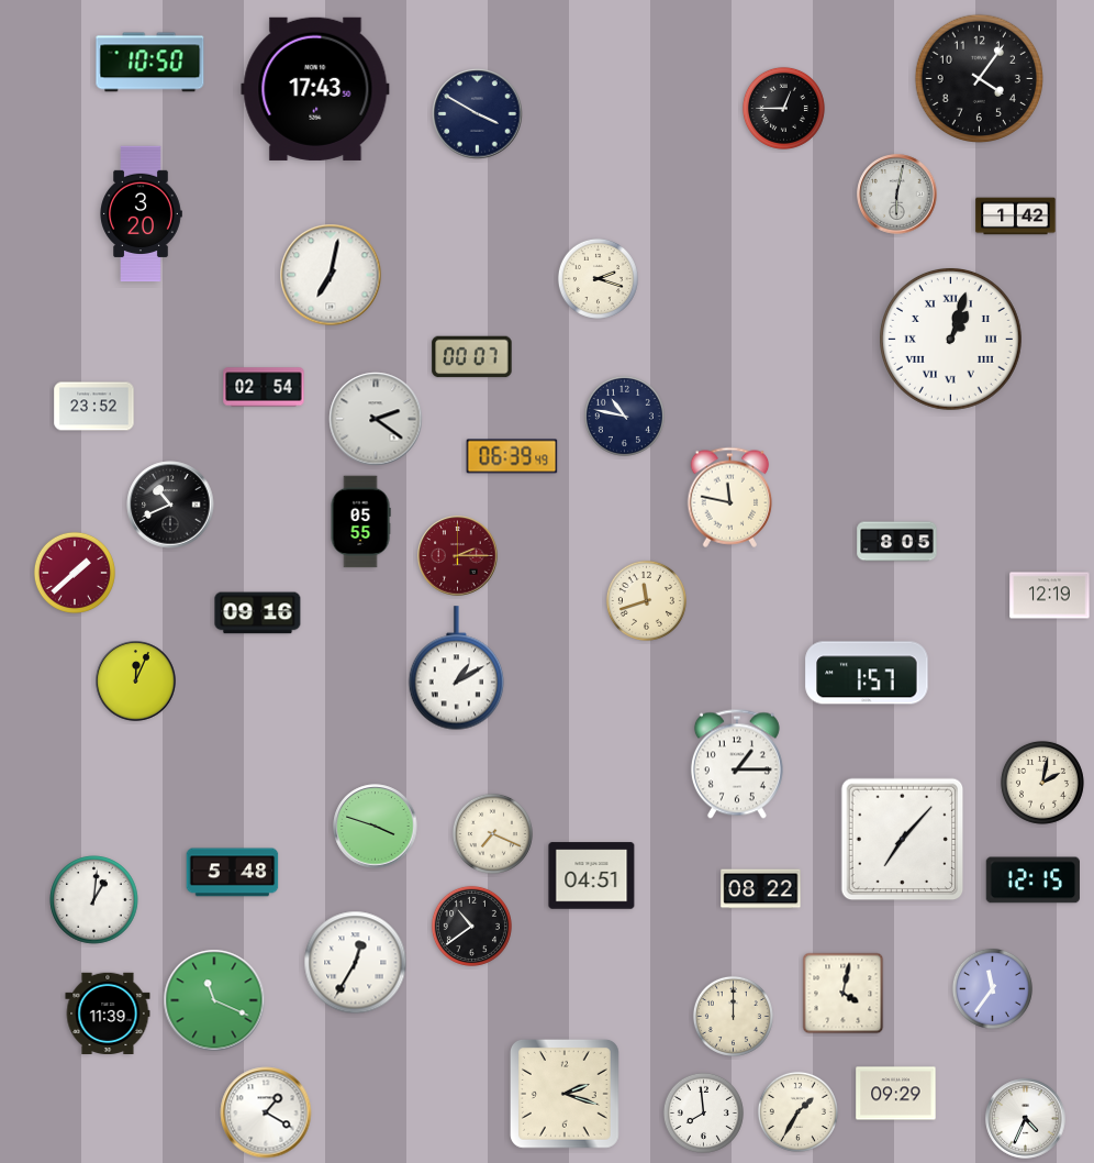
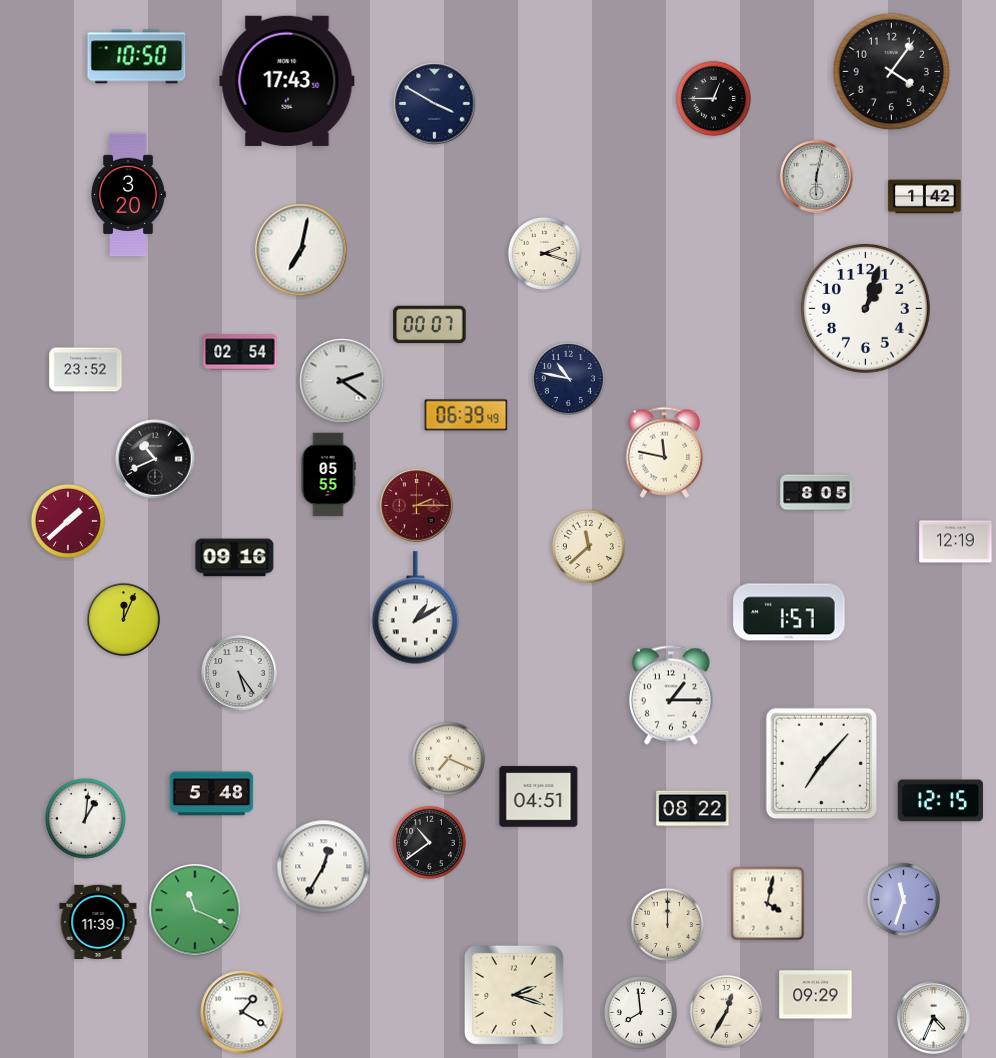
clock at (951, 340) numerals: Roman -> Arabic
clock at (646, 600): 11:42 -> 11:38
clock at (239, 673): none -> 5:24
clock at (1042, 783): 2:02 -> none
clock at (376, 827): 3:48 -> none
clock at (356, 963) position: (356, 963) -> (324, 867)
clock at (992, 988): 11:36 -> 11:33
clock at (797, 1111): 1:35 -> 12:35
